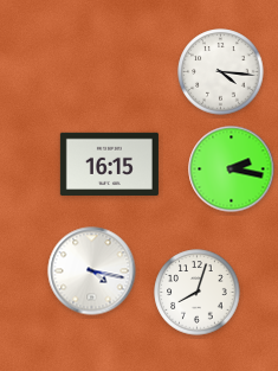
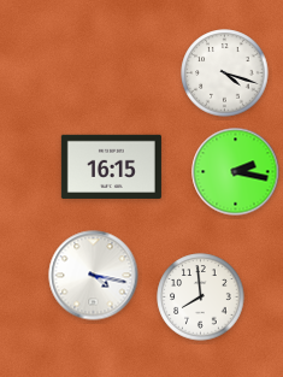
clock at (221, 72): 4:16 -> 4:18
clock at (198, 293): 8:03 -> 7:59
